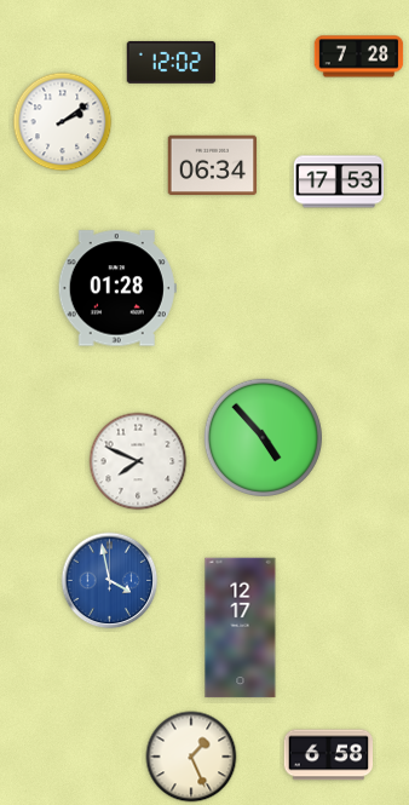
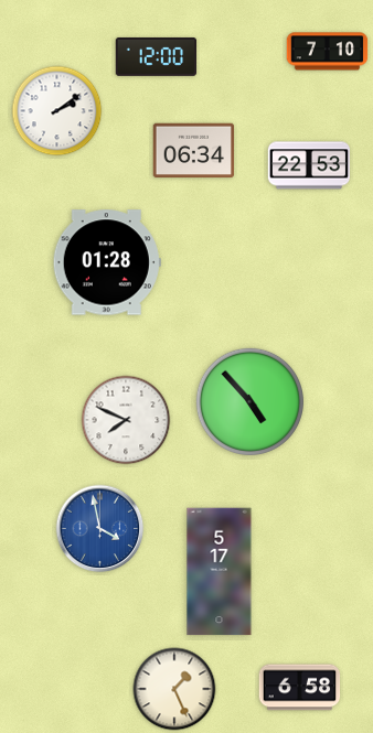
clock at (359, 57): 7:28 -> 7:10
clock at (172, 62): 12:02 -> 12:00
clock at (338, 182): 17:53 -> 22:53
clock at (263, 437) position: (263, 437) -> (249, 401)
clock at (241, 628): 12:17 -> 5:17
